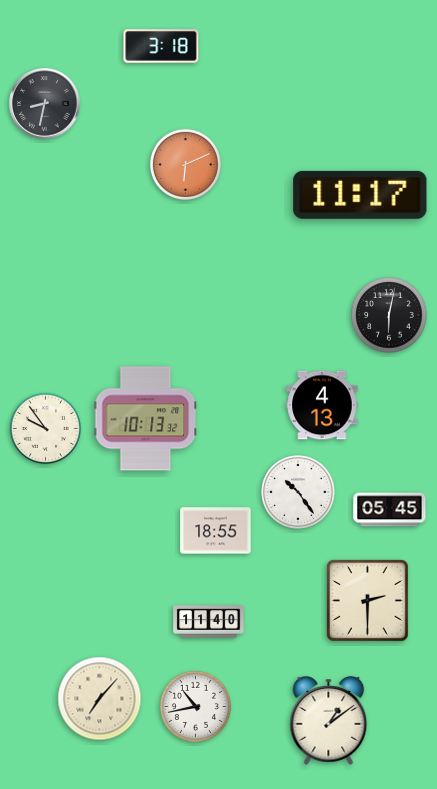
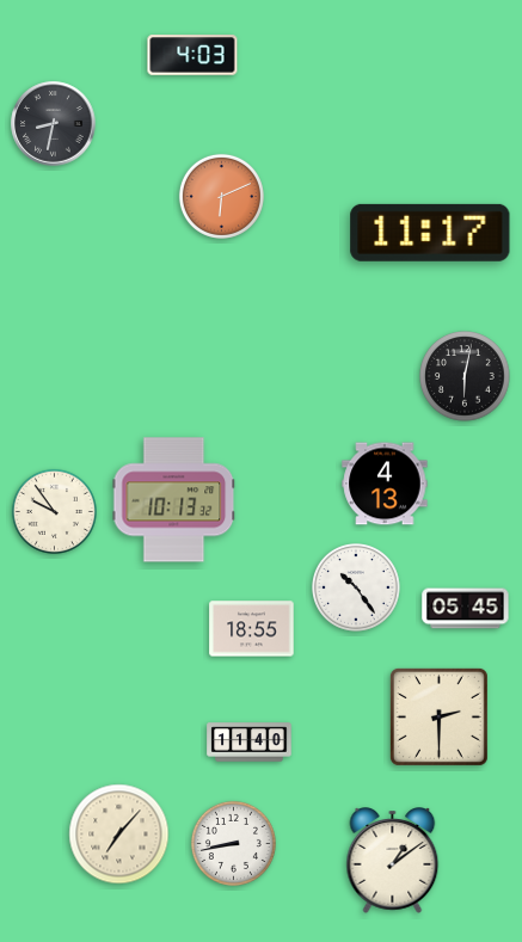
clock at (161, 46): 3:18 -> 4:03
clock at (216, 531) position: (216, 531) -> (252, 629)
clock at (195, 706): 10:43 -> 8:43
